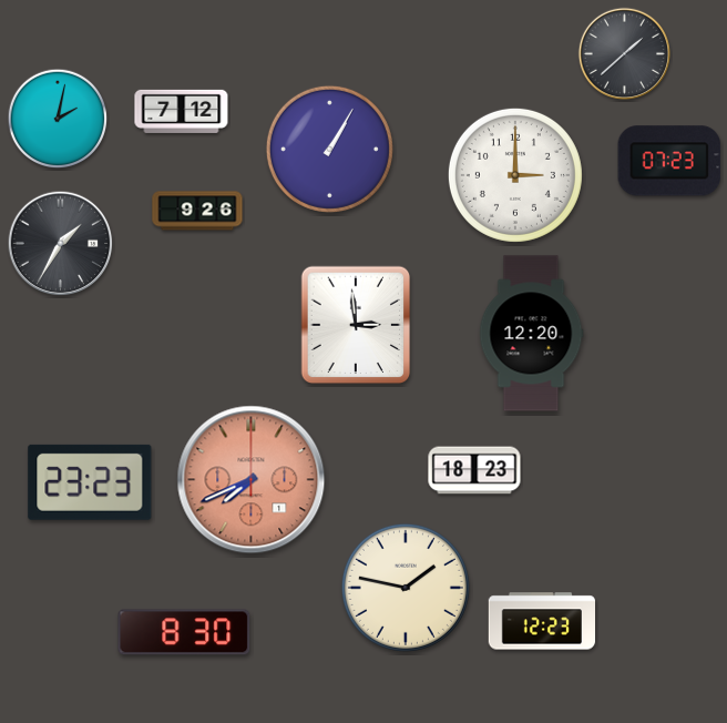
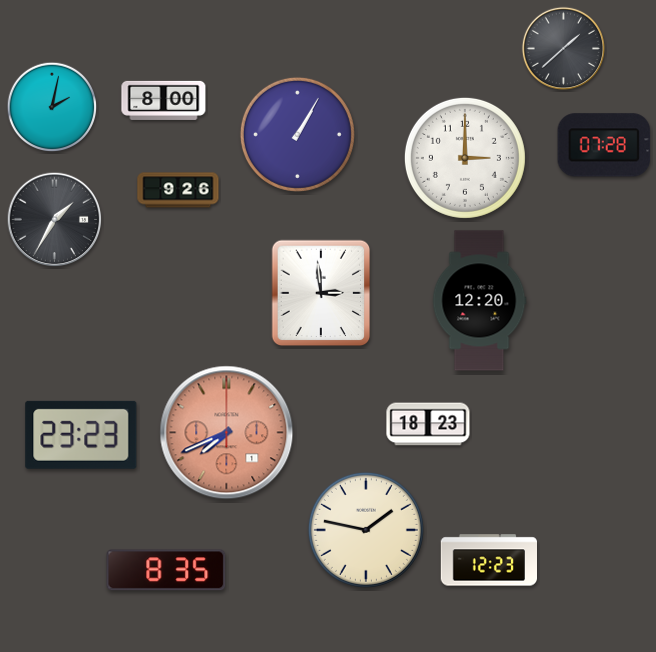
clock at (182, 111): 7:12 -> 8:00
clock at (669, 161): 07:23 -> 07:28
clock at (184, 632): 8:30 -> 8:35
